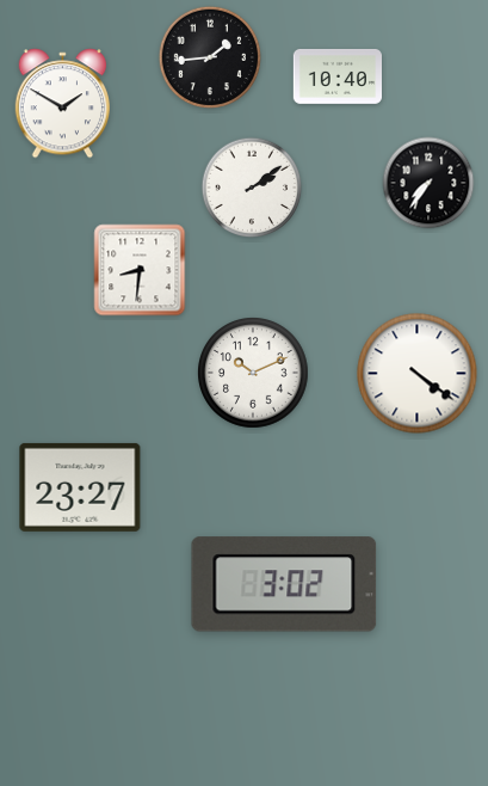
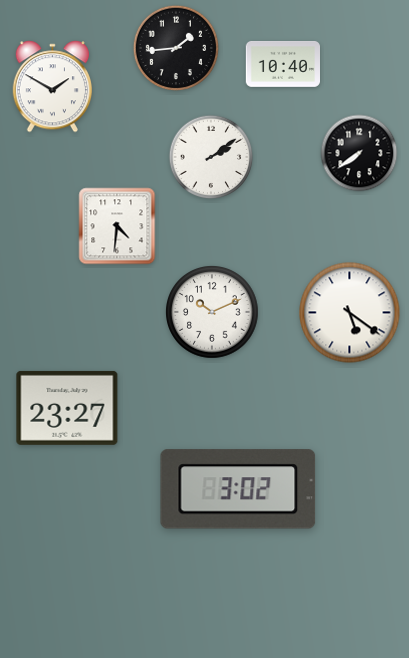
clock at (428, 183): 7:36 -> 7:39
clock at (140, 270): 8:31 -> 4:31
clock at (418, 374): 4:21 -> 5:21
